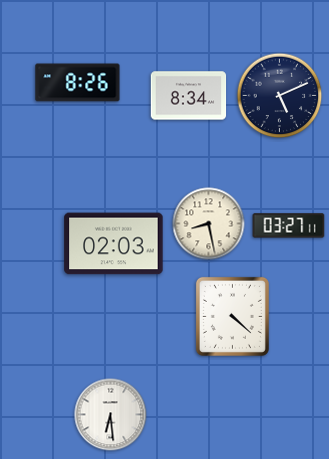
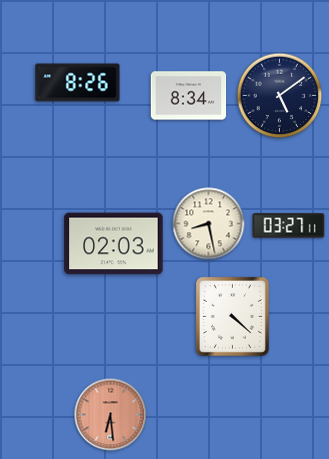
clock at (280, 96): 5:11 -> 5:09
clock at (111, 415) dial: white -> salmon
